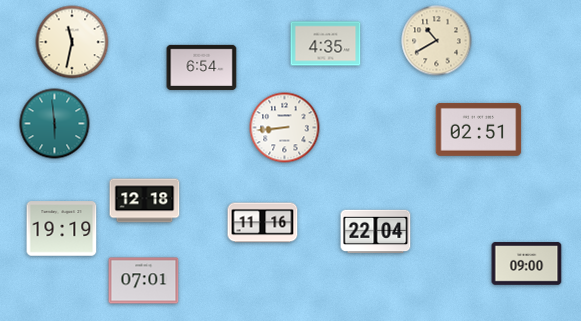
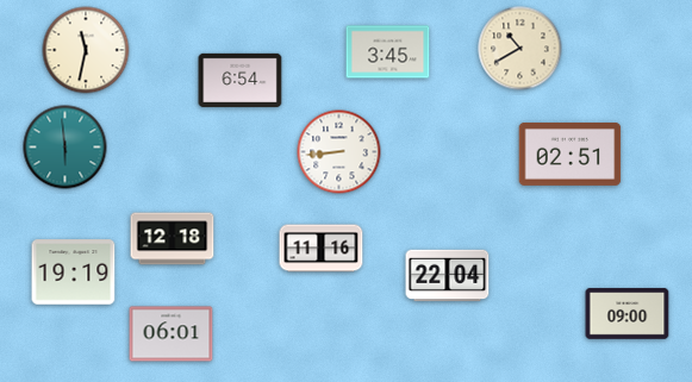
clock at (326, 44): 4:35 -> 3:45
clock at (263, 223) position: (263, 223) -> (322, 249)
clock at (144, 281): 07:01 -> 06:01
